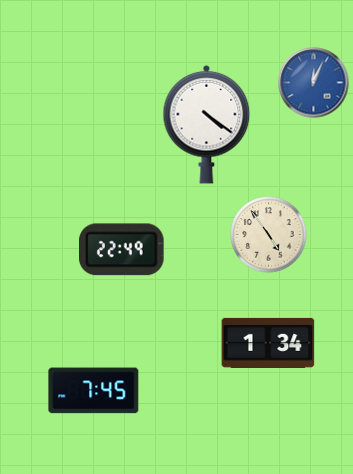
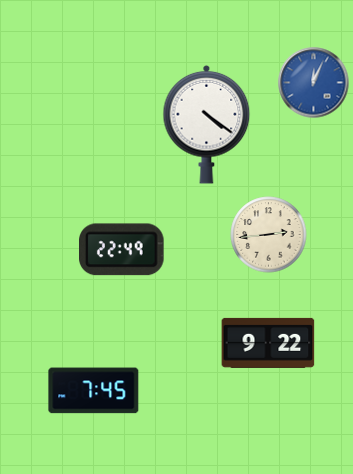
clock at (269, 235): 4:54 -> 2:44
clock at (268, 343): 1:34 -> 9:22
